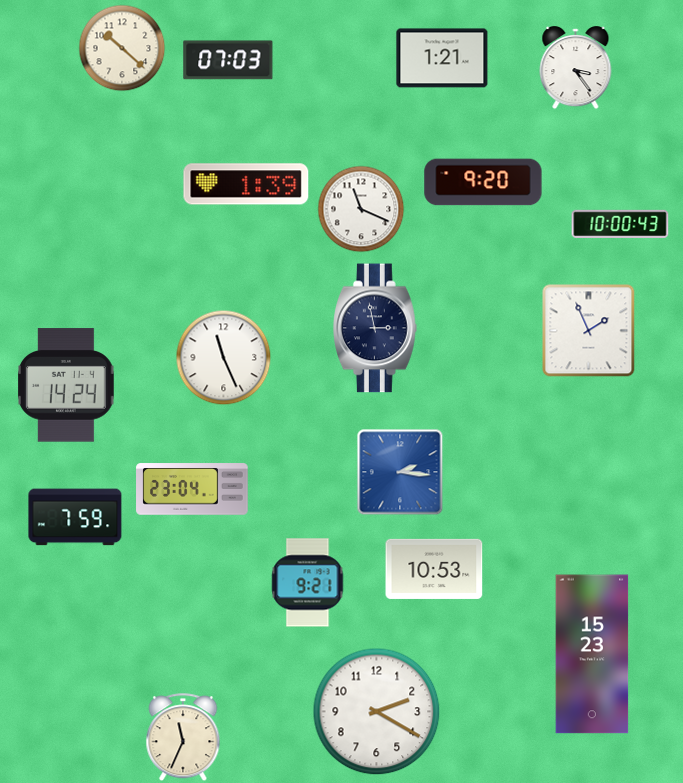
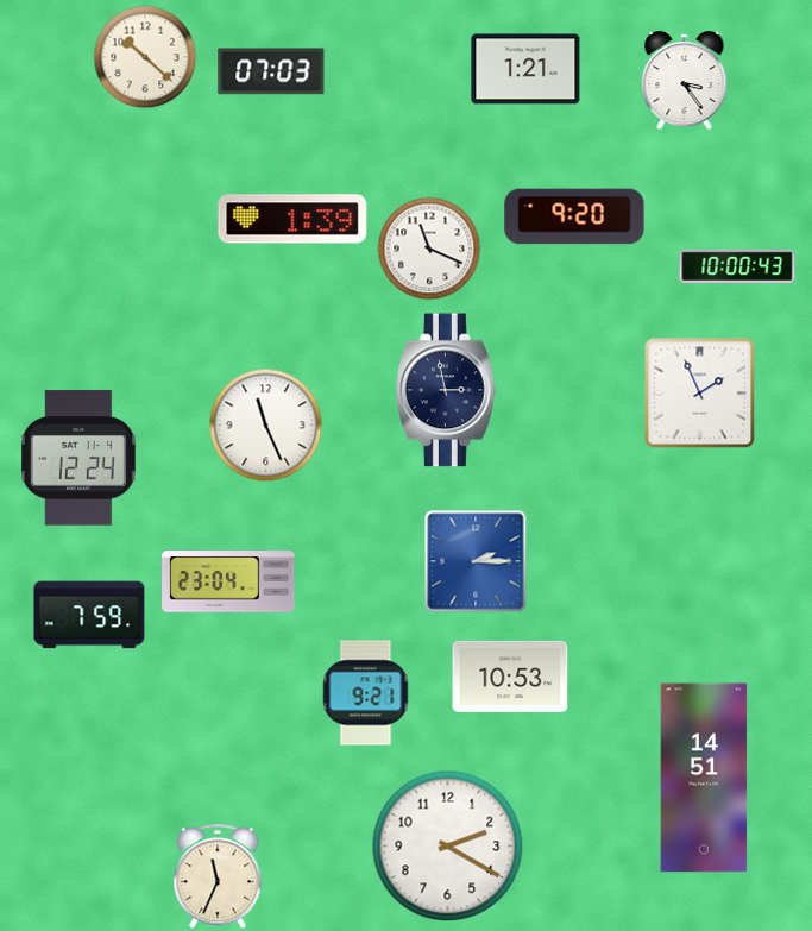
clock at (67, 385): 14:24 -> 12:24
clock at (400, 472): 2:16 -> 2:15
clock at (434, 569) position: (434, 569) -> (510, 677)
clock at (592, 654): 15:23 -> 14:51
